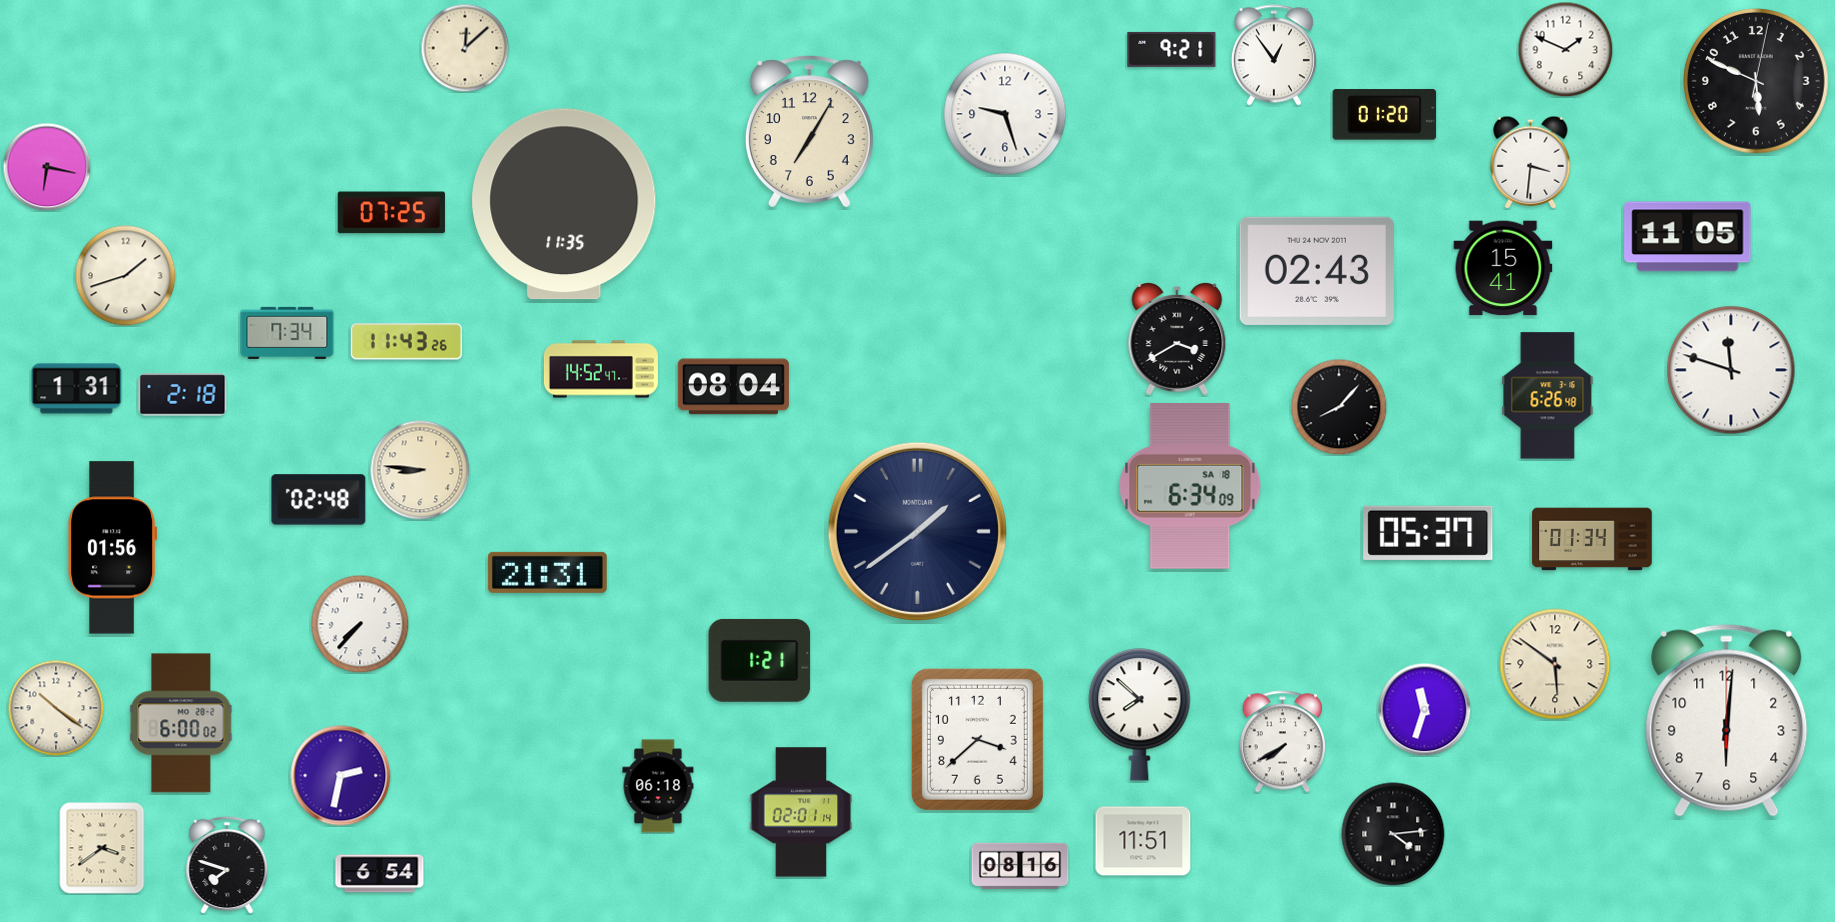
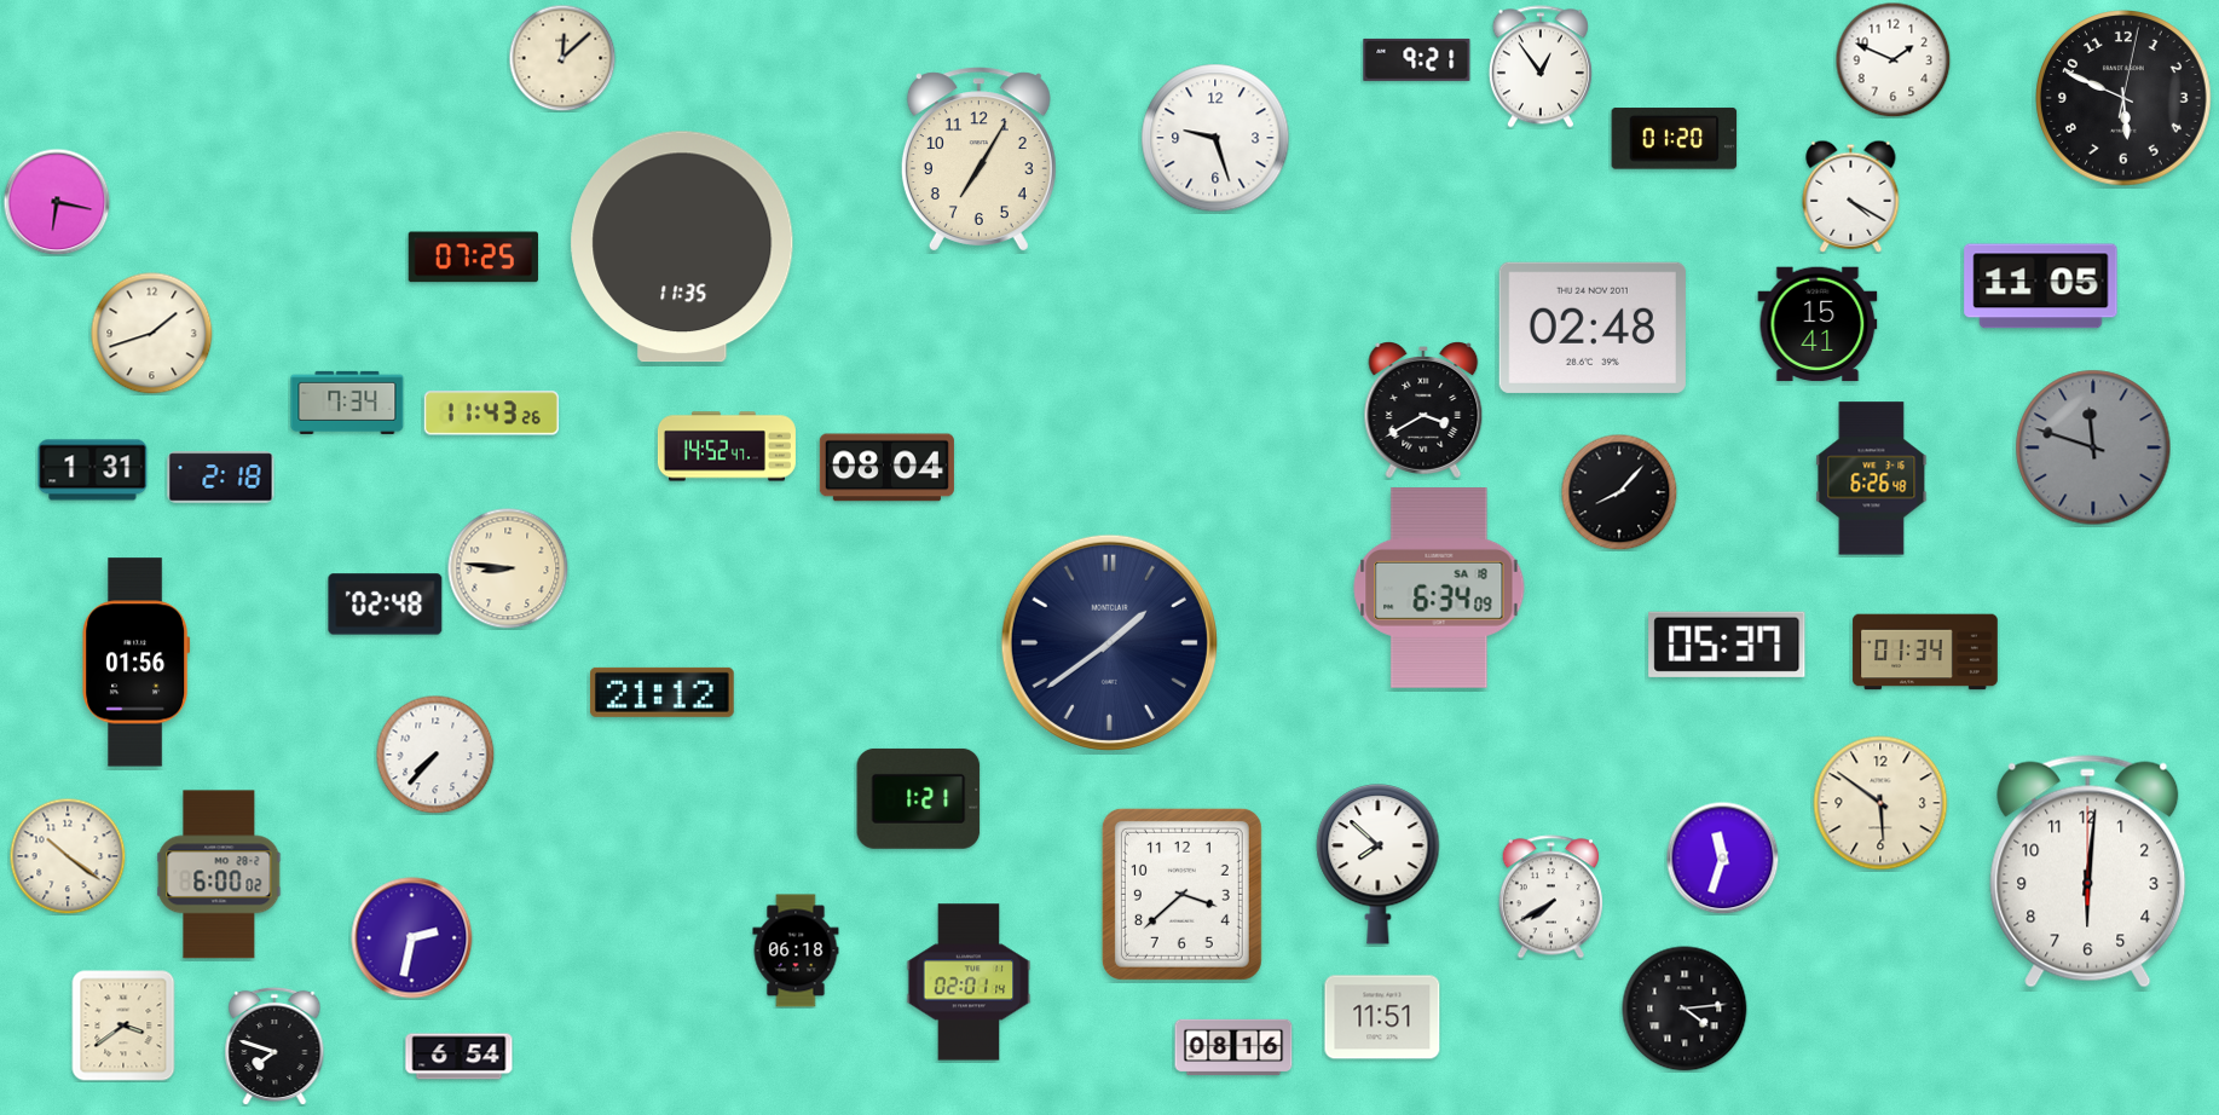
clock at (1531, 162): 3:31 -> 4:20
clock at (1317, 271): 02:43 -> 02:48
clock at (1731, 370) dial: white -> grey
clock at (547, 572): 21:31 -> 21:12
